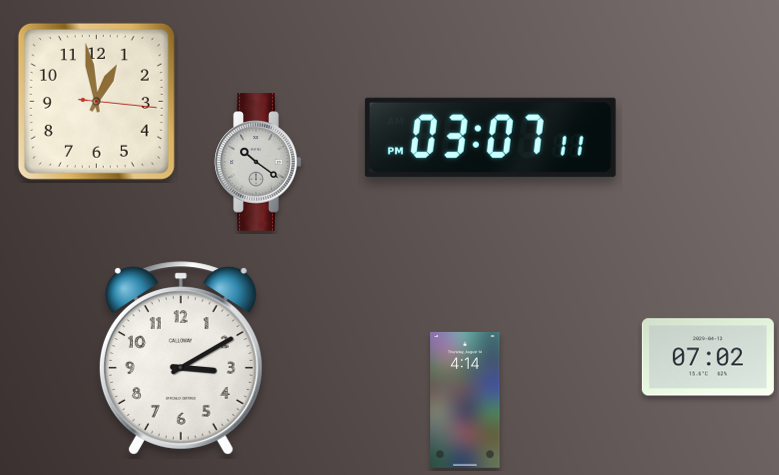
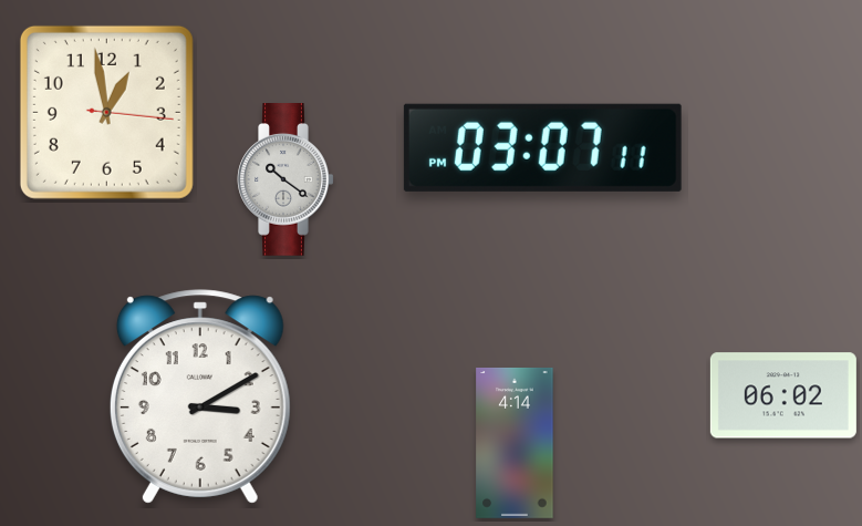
clock at (490, 137) position: (490, 137) -> (542, 147)
clock at (708, 357): 07:02 -> 06:02
